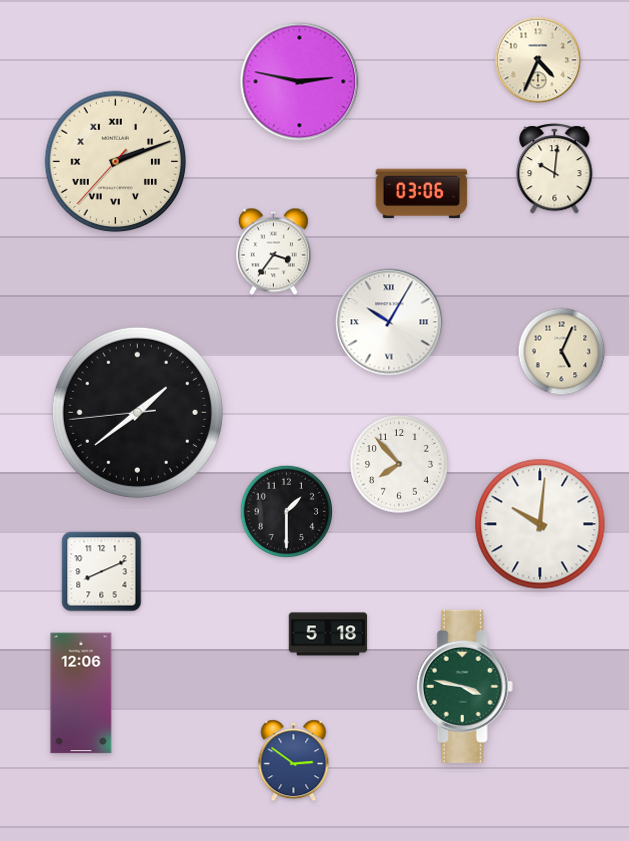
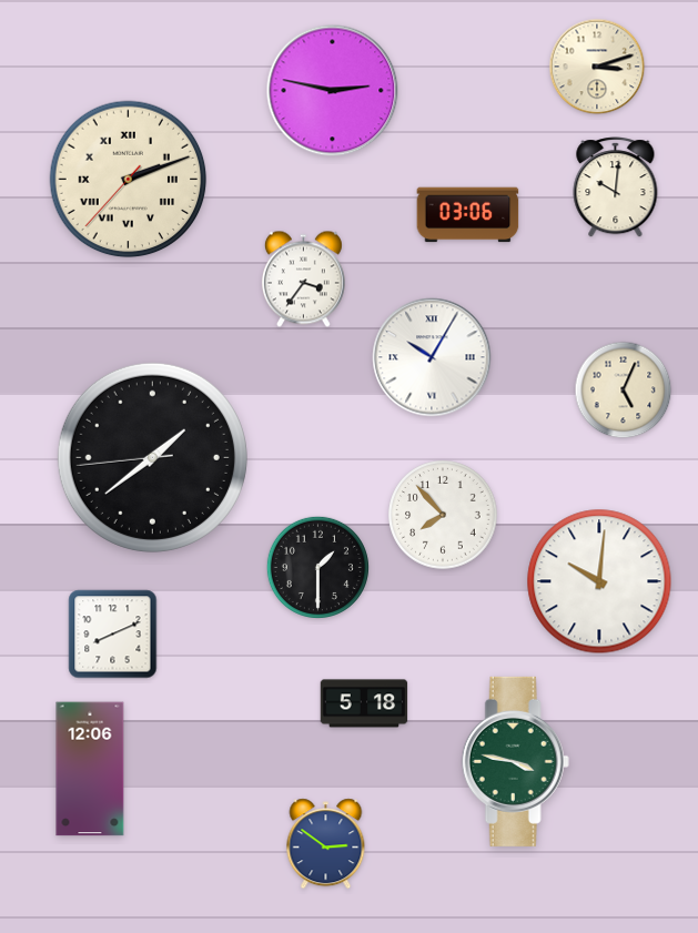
clock at (538, 60): 4:34 -> 3:12
